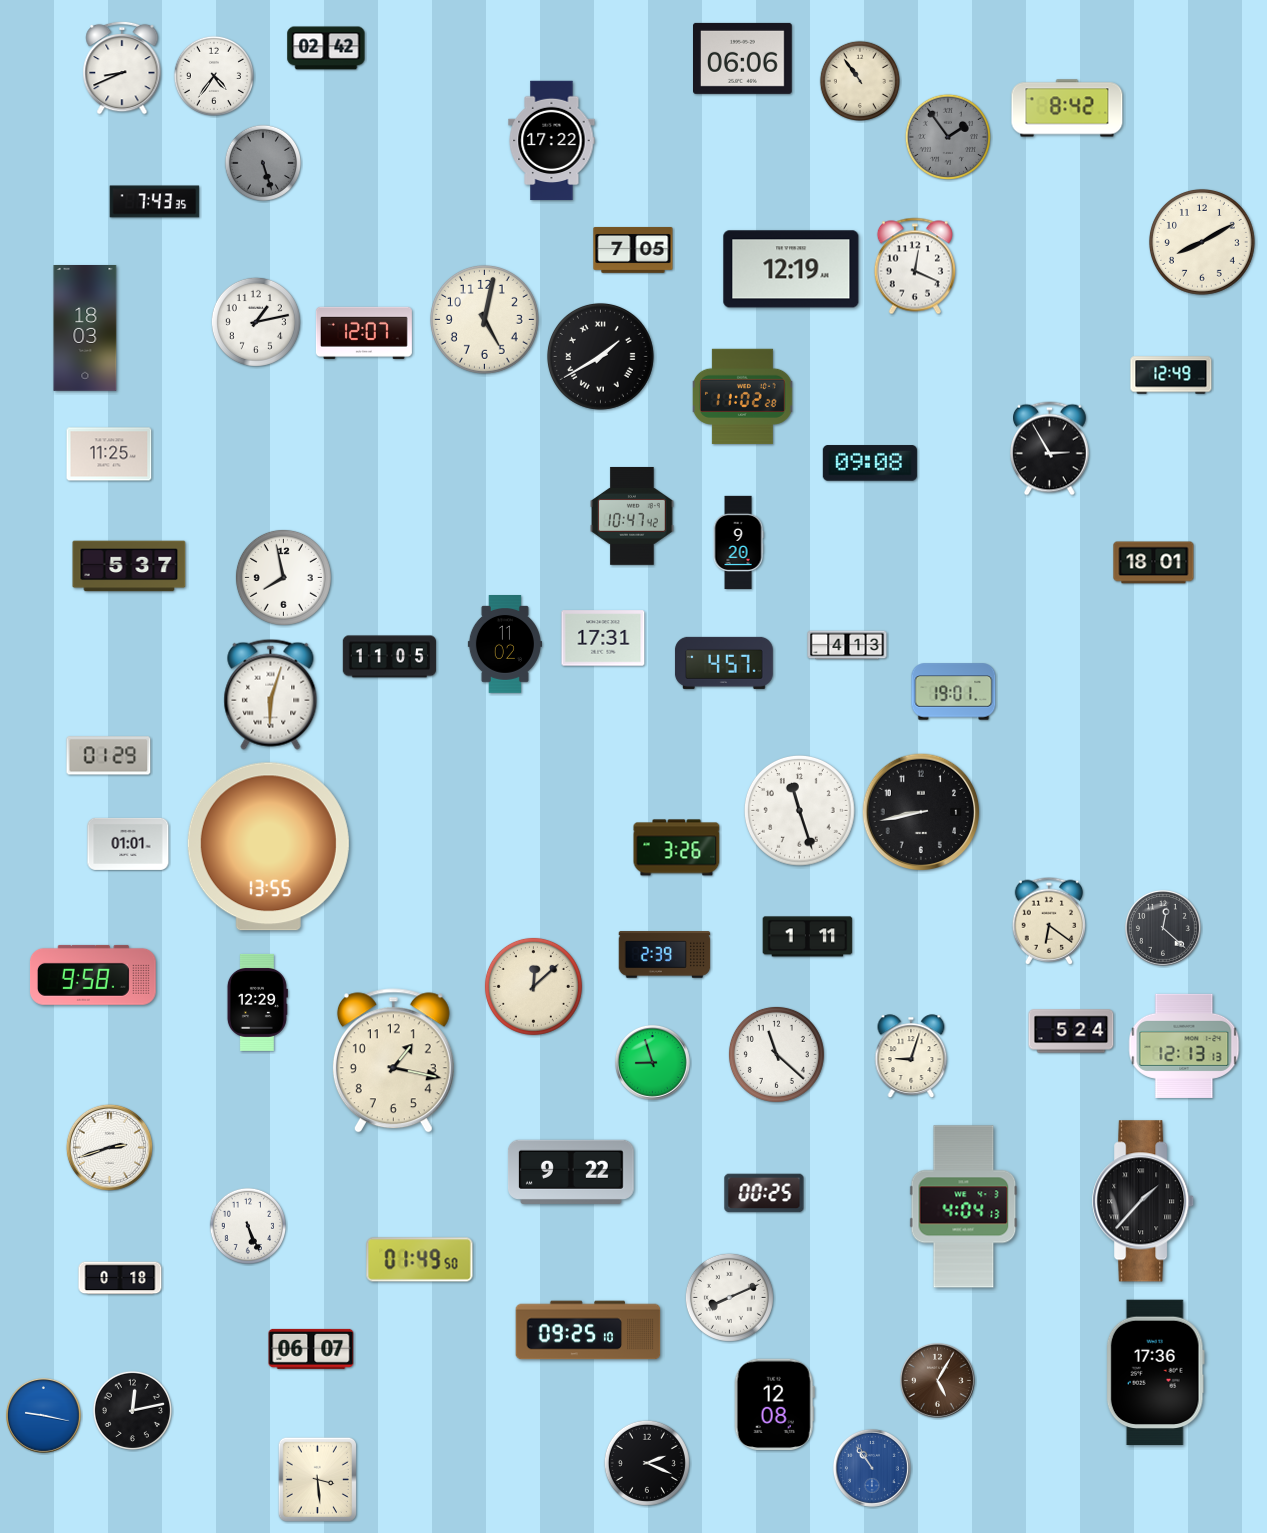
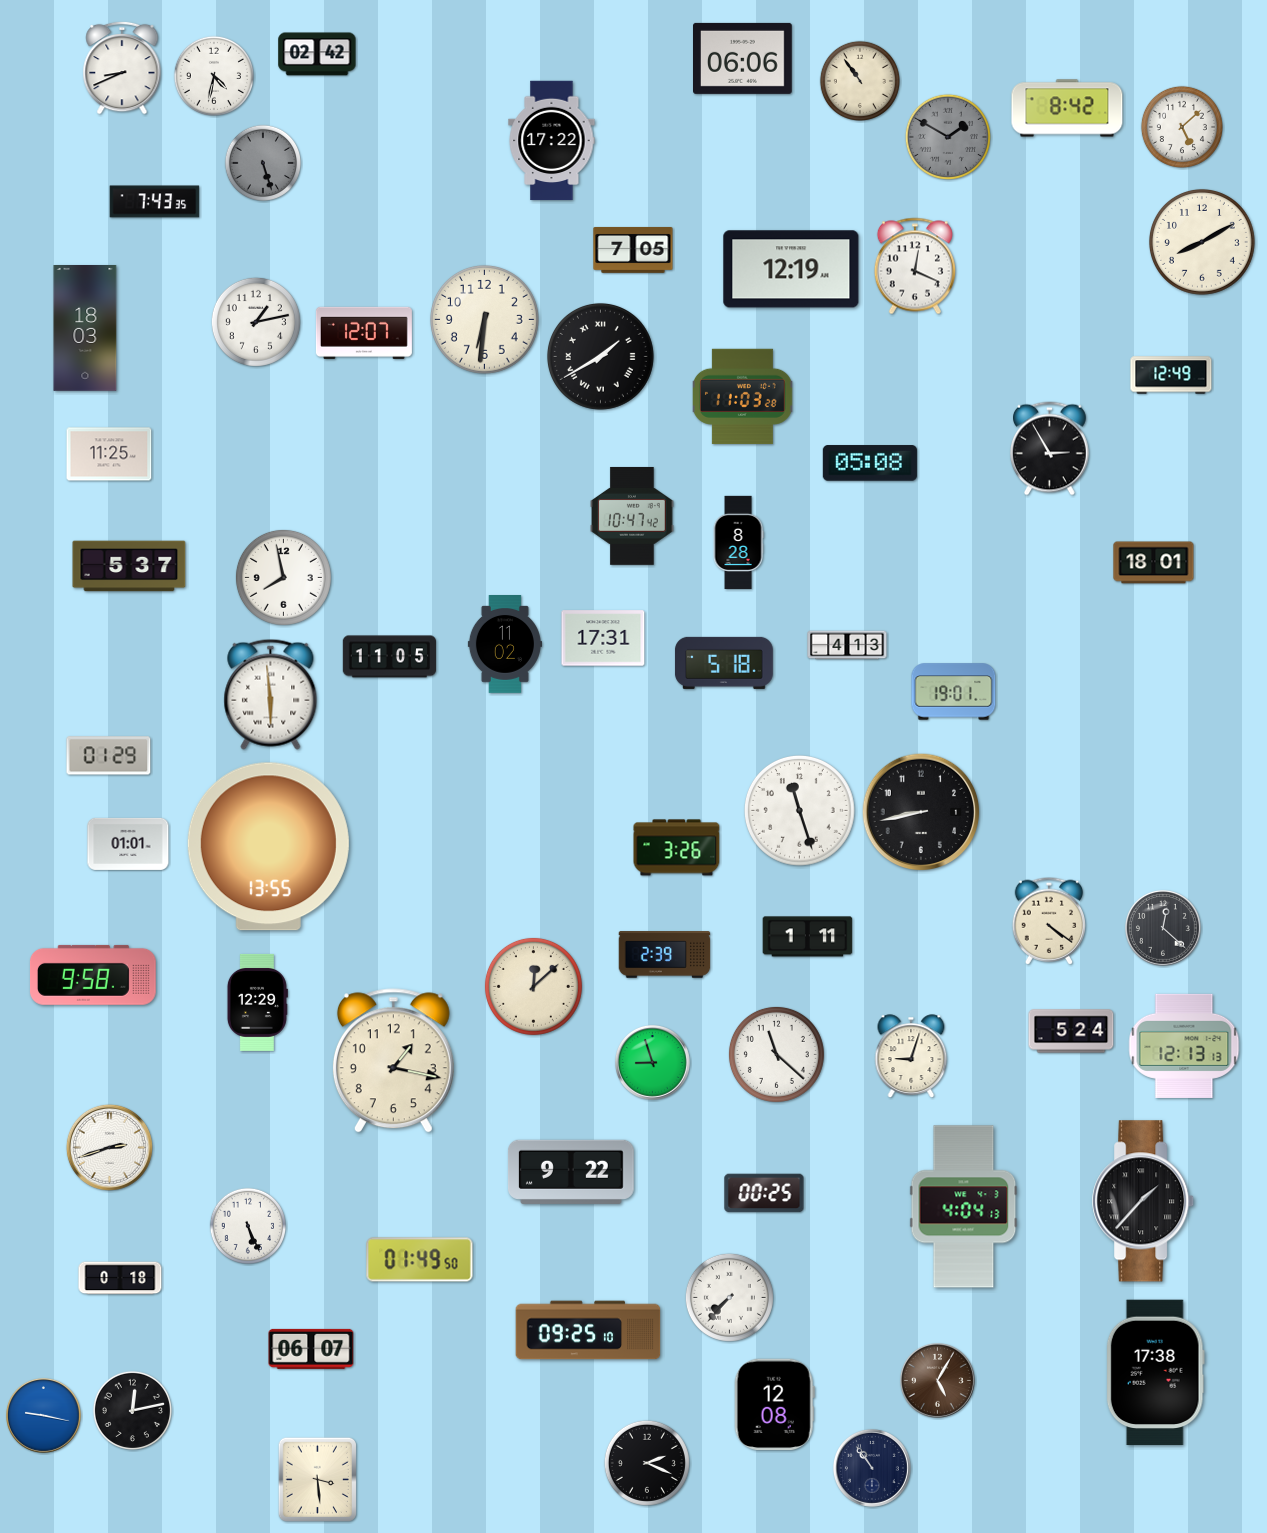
clock at (326, 48) position: (326, 48) -> (317, 54)
clock at (214, 76): 4:36 -> 4:32
clock at (1182, 127): none -> 5:08
clock at (948, 137): 1:54 -> 1:50
clock at (484, 319): 5:02 -> 6:31
clock at (743, 396): 11:02 -> 11:03
clock at (870, 463): 09:08 -> 05:08
clock at (738, 543): 9:20 -> 8:28
clock at (724, 663): 4:57 -> 5:18
clock at (271, 694): 6:03 -> 5:59
clock at (1049, 921): 6:21 -> 4:21
clock at (729, 1297): 8:11 -> 7:37
clock at (1155, 1373): 17:36 -> 17:38
clock at (872, 1468) dial: blue -> navy
